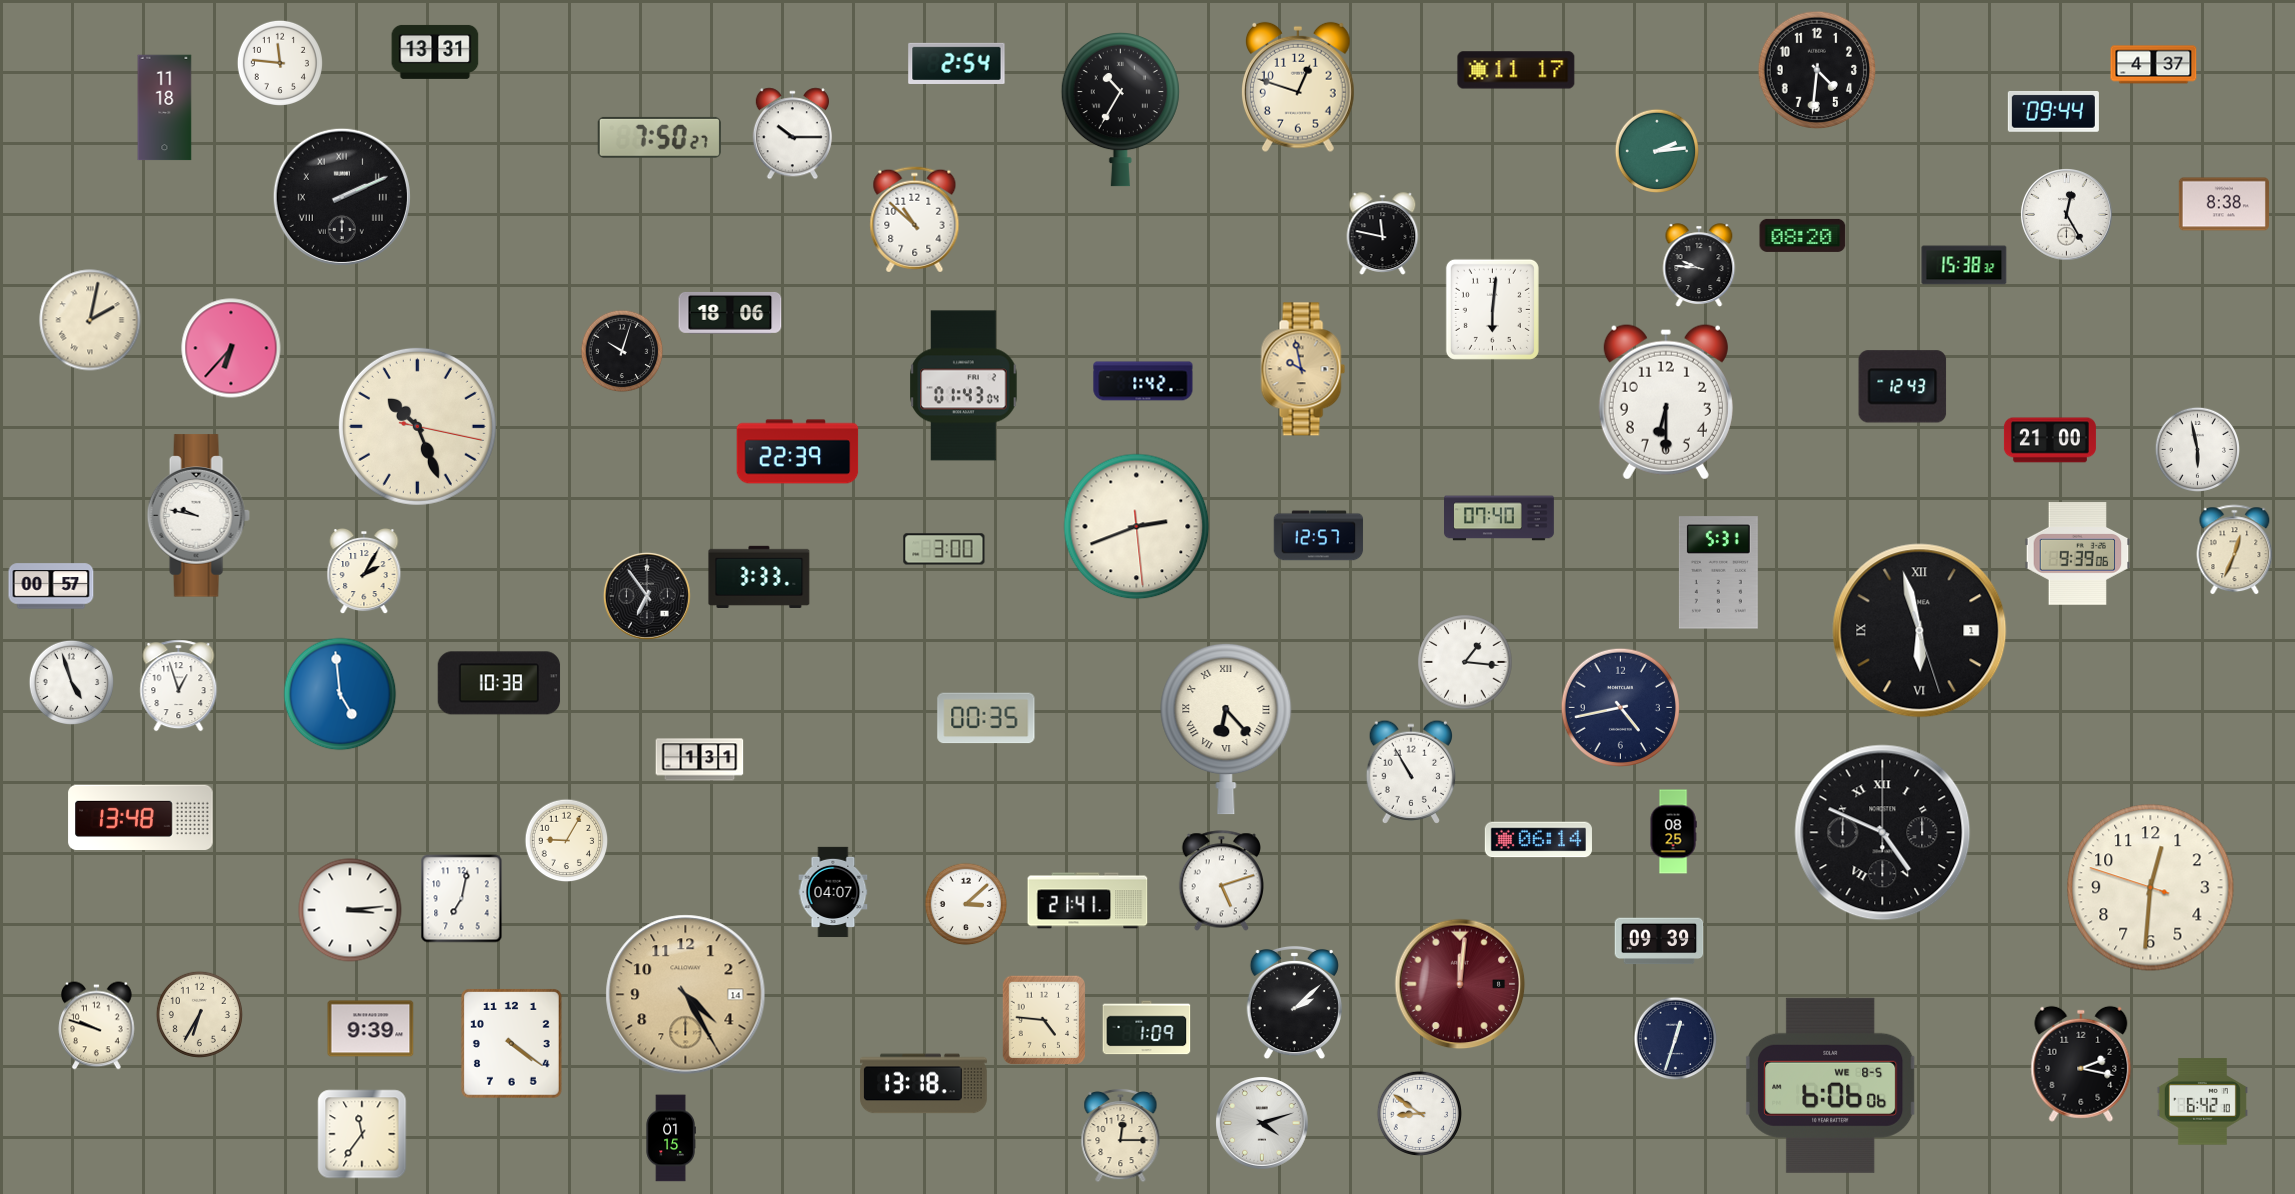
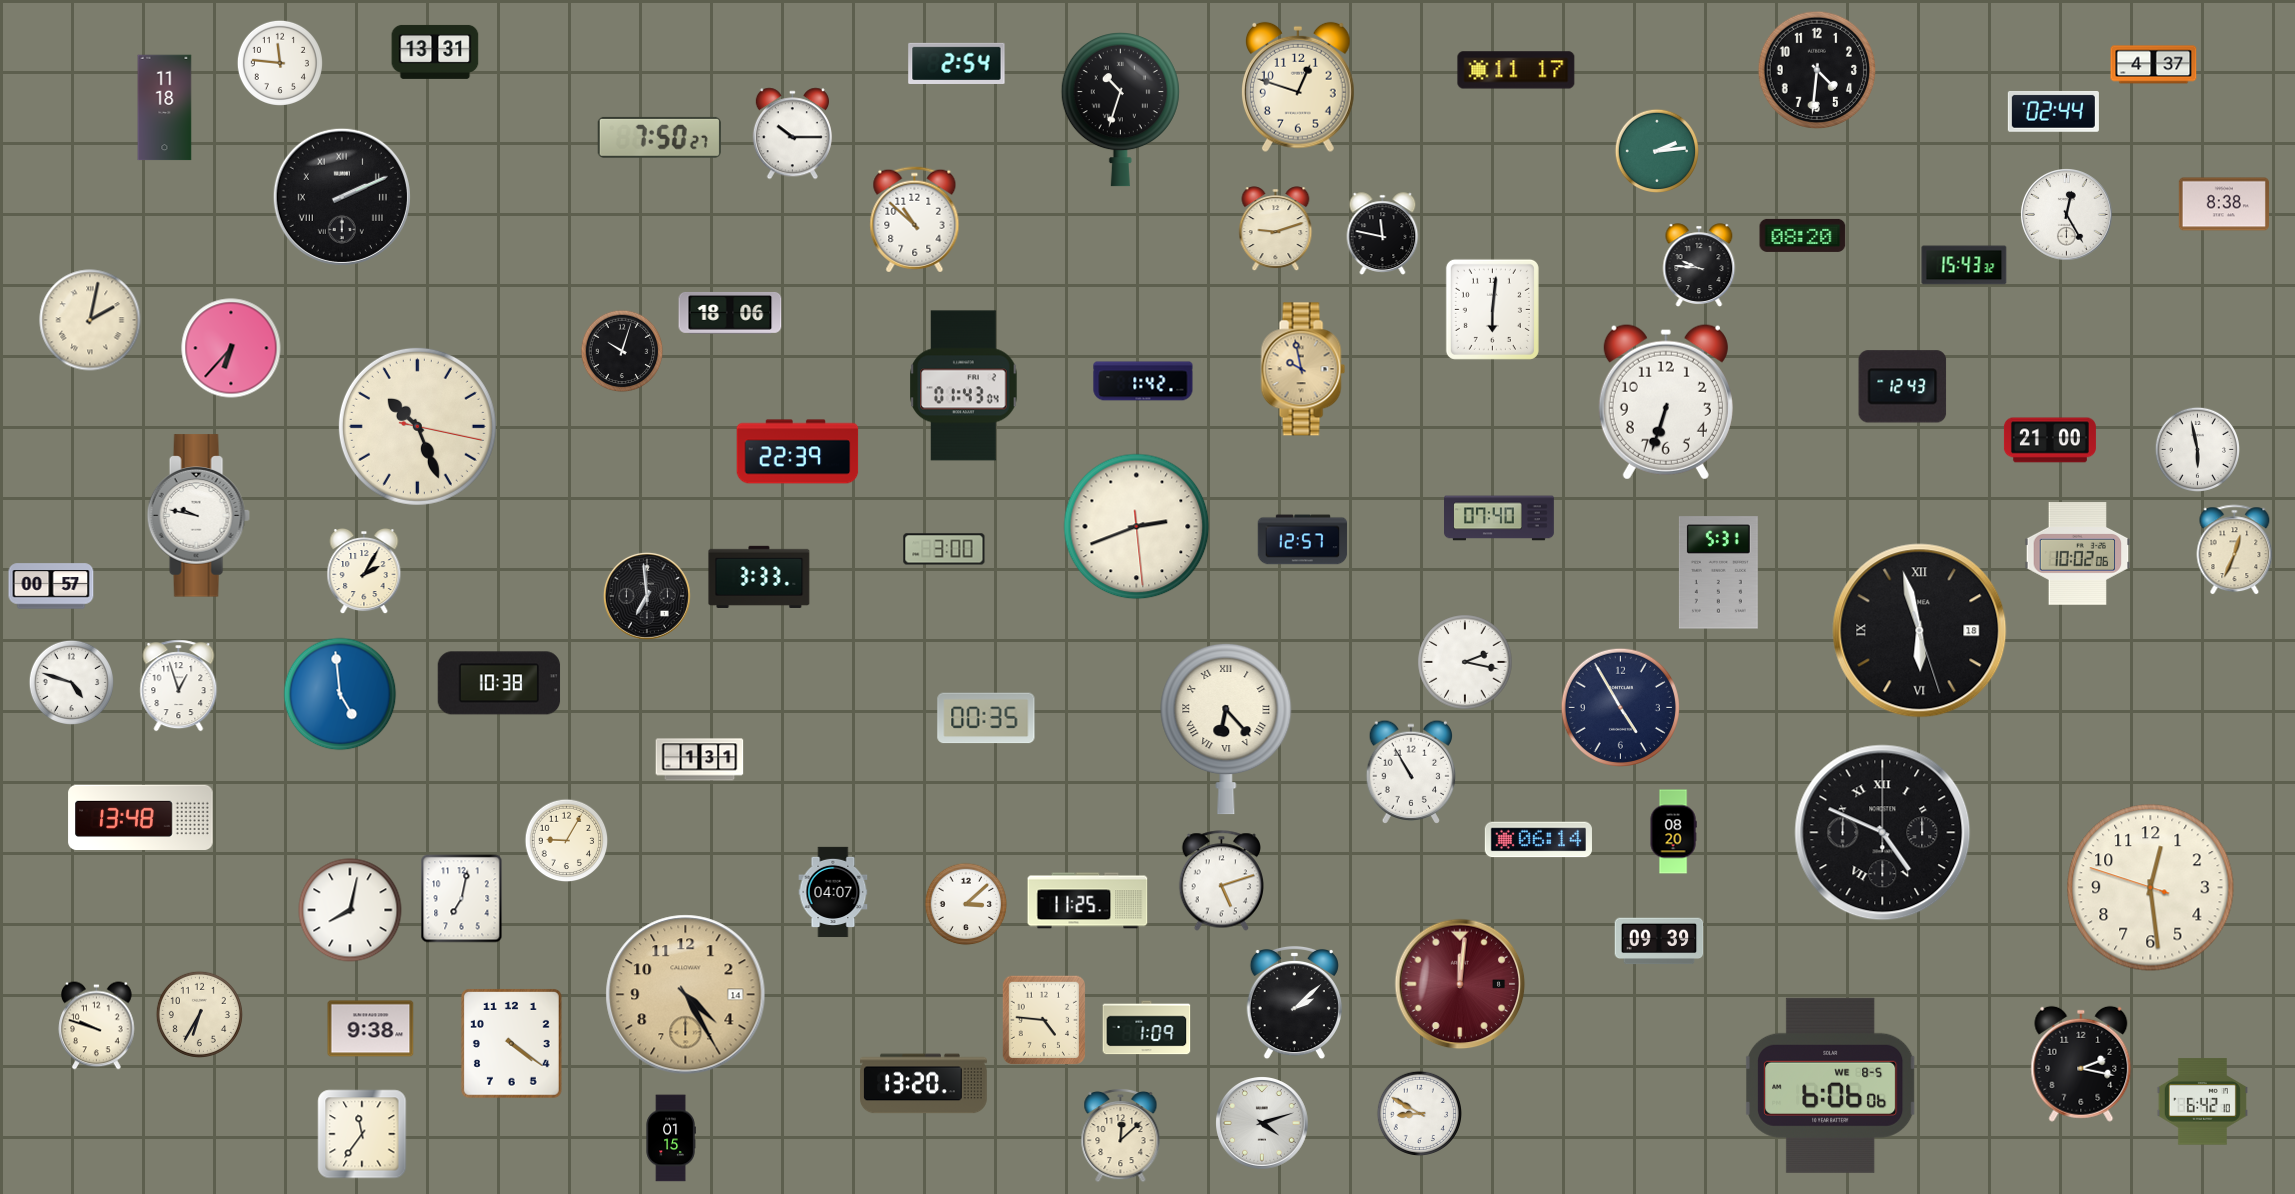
clock at (1120, 110): 10:35 -> 10:33
clock at (2053, 111): 09:44 -> 02:44
clock at (1276, 229): none -> 9:12
clock at (1964, 265): 15:38 -> 15:43
clock at (1666, 402): 6:30 -> 6:33
clock at (1319, 536) position: (1319, 536) -> (1303, 540)
clock at (2078, 554): 9:39 -> 10:02
clock at (647, 596): 6:54 -> 6:59
clock at (1920, 631) date: 1 -> 18
clock at (1465, 662): 1:16 -> 2:17
clock at (71, 682): 4:57 -> 4:48
clock at (1620, 707): 4:43 -> 4:55
clock at (1673, 832): 08:25 -> 08:20
clock at (2151, 888): 12:30 -> 12:28
clock at (1088, 901): 21:41 -> 11:25
clock at (350, 910): 3:14 -> 8:02
clock at (371, 1029): 9:39 -> 9:38
clock at (1676, 1039): 12:33 -> none
clock at (924, 1084): 13:18 -> 13:20
clock at (1419, 1113): 8:51 -> 8:50
clock at (1121, 1135): 12:15 -> 12:08
